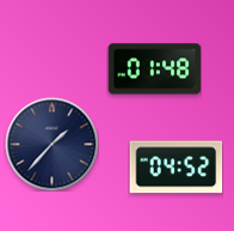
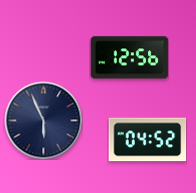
clock at (154, 69): 01:48 -> 12:56
clock at (51, 144): 1:37 -> 5:56
